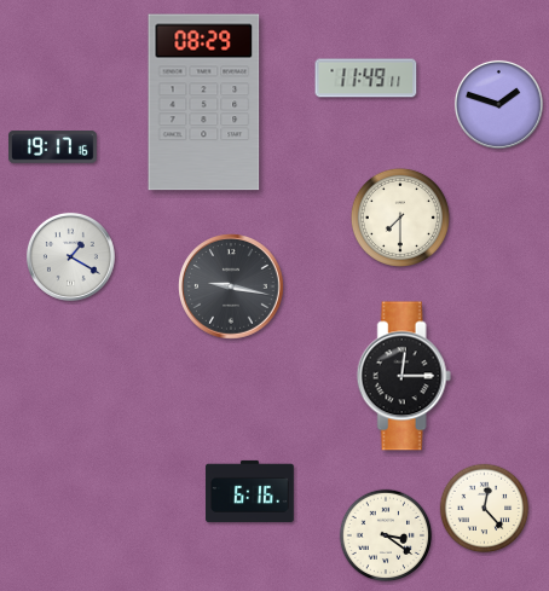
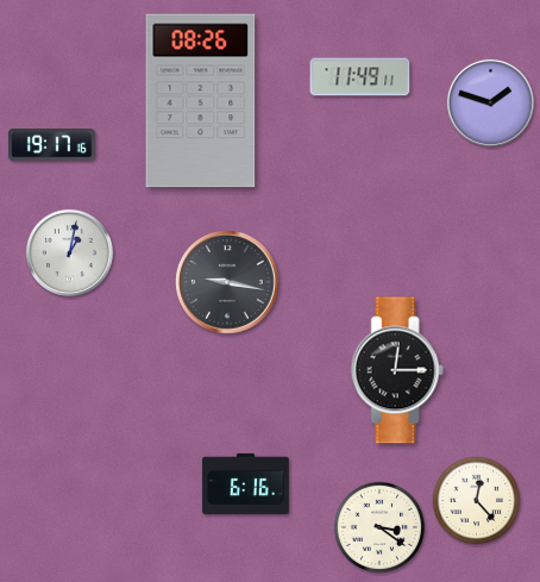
clock at (204, 103): 08:29 -> 08:26
clock at (400, 218): 7:30 -> none
clock at (70, 256): 1:20 -> 1:02
